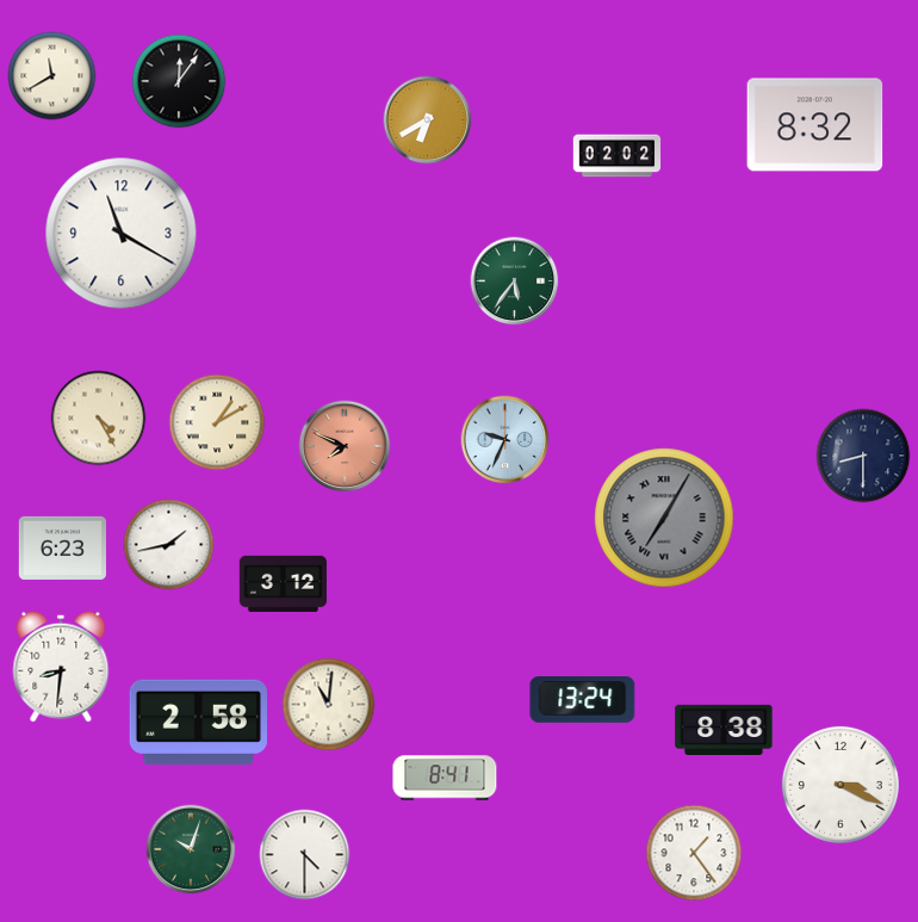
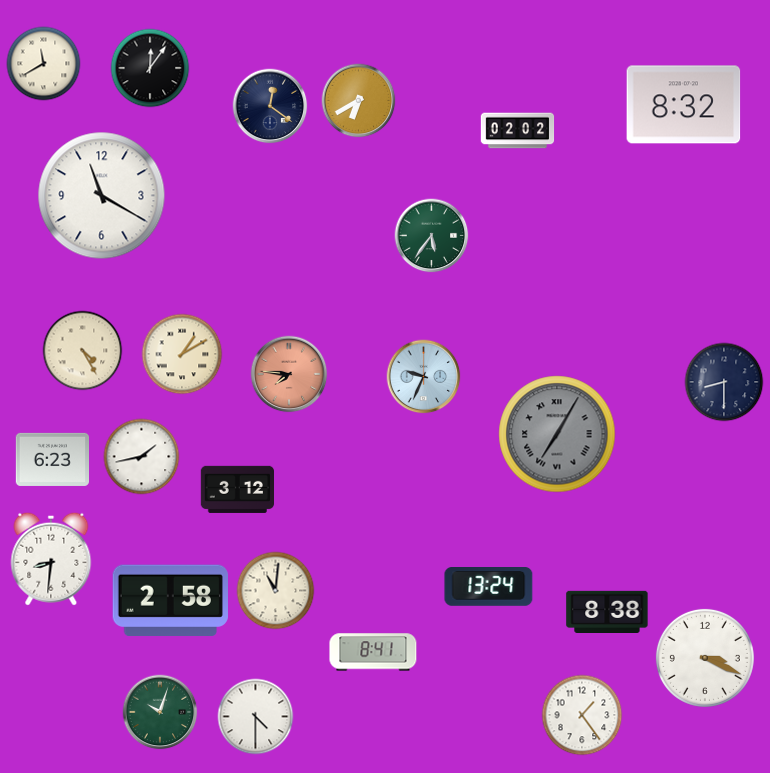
clock at (270, 106): none -> 12:21
clock at (505, 440) position: (505, 440) -> (424, 377)
clock at (345, 446): 7:49 -> 7:46
clock at (198, 723) position: (198, 723) -> (170, 601)
